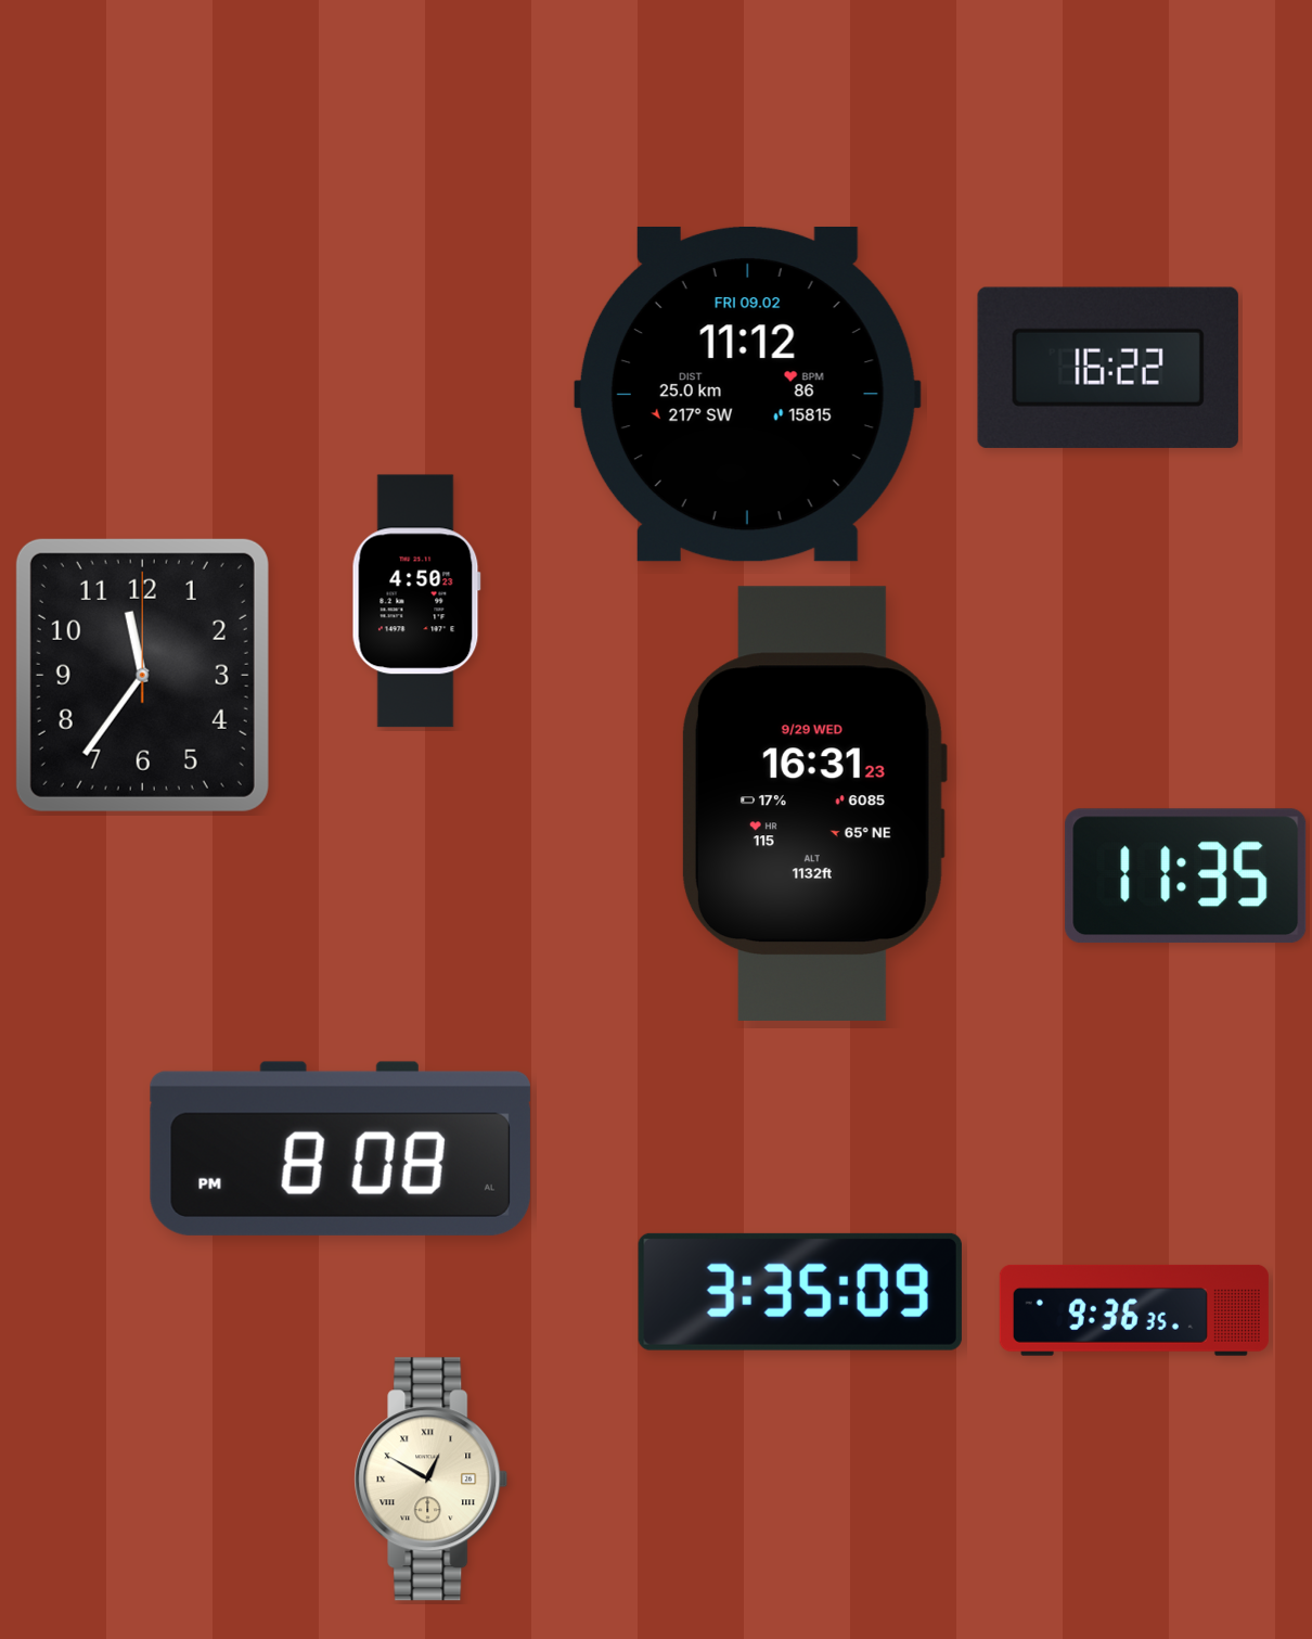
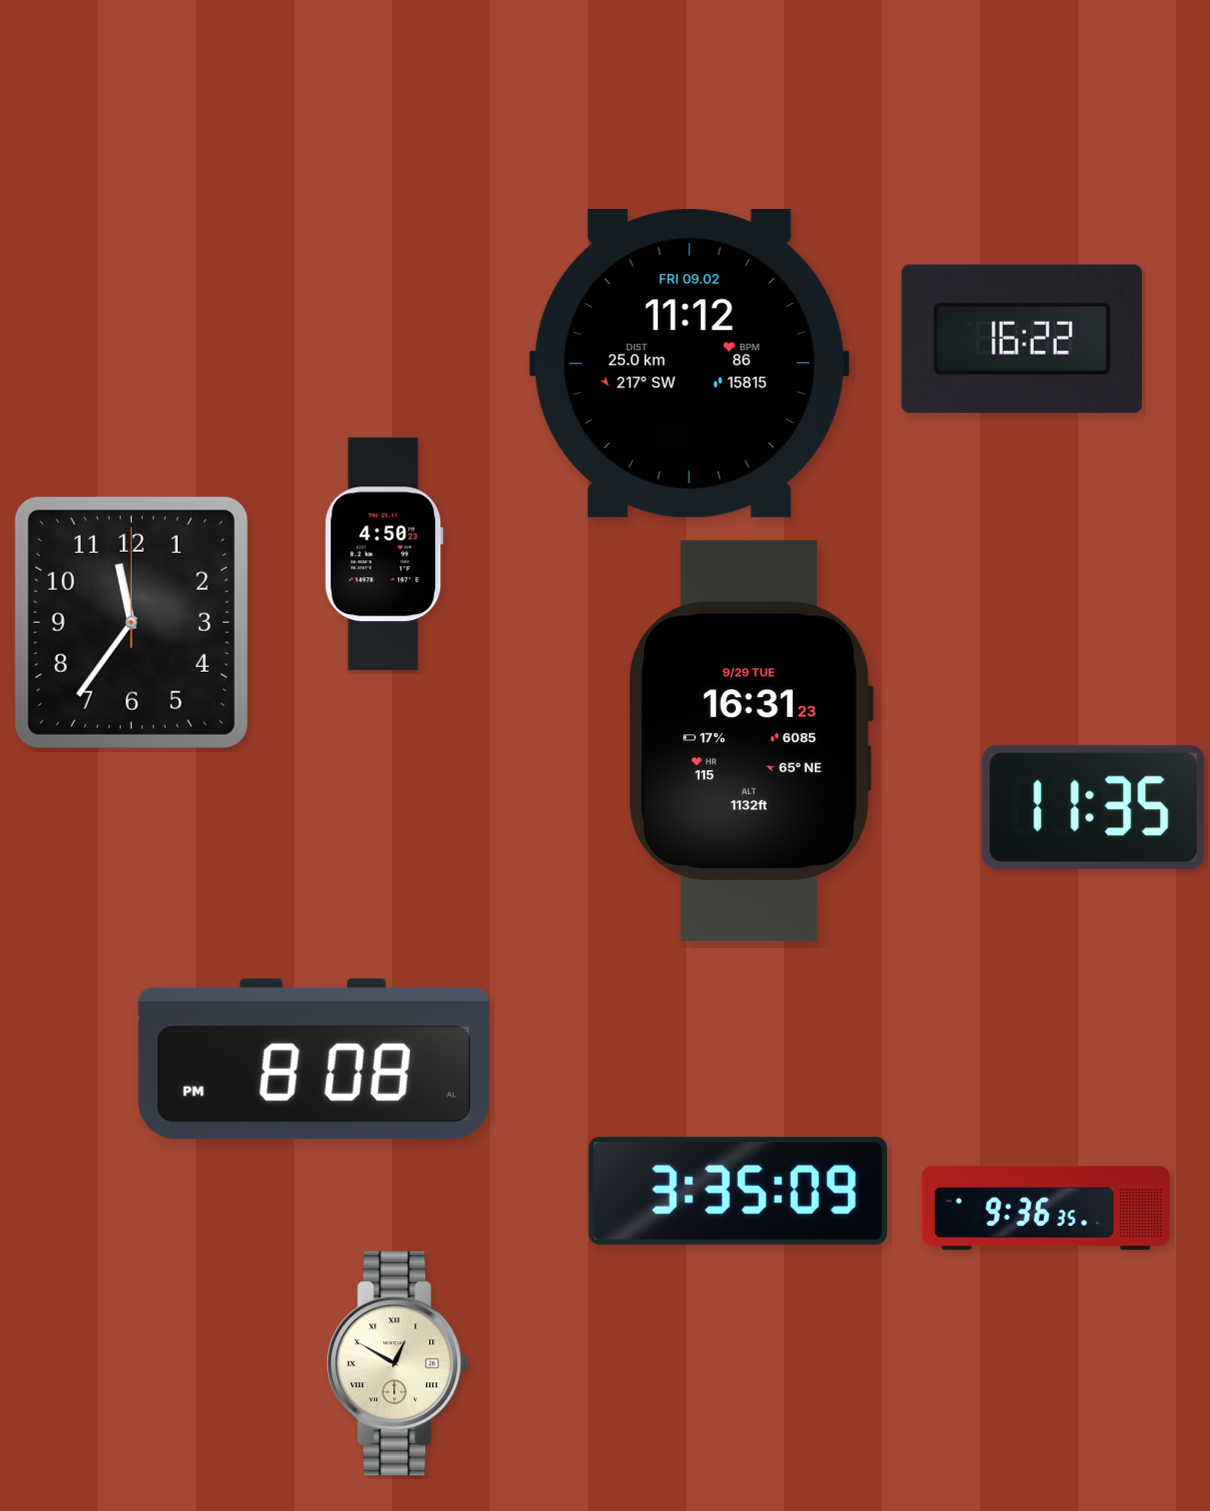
clock at (813, 804) date: 9/29 WED -> 9/29 TUE
